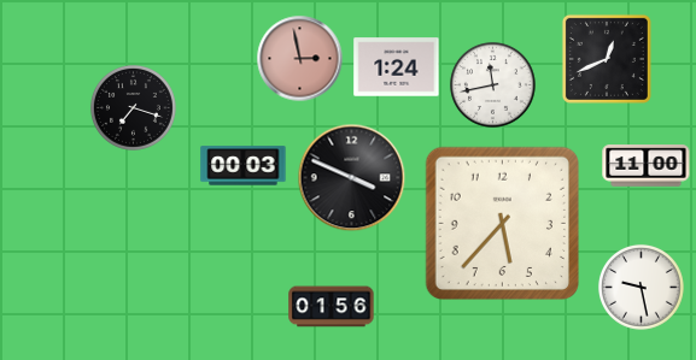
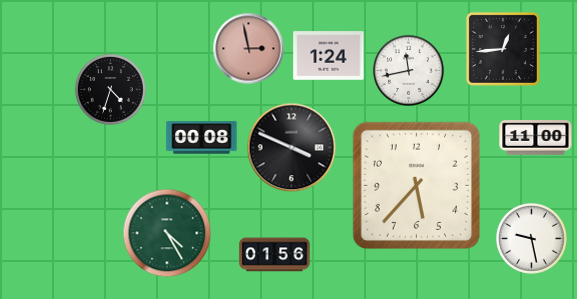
clock at (607, 59): 12:41 -> 12:44
clock at (133, 107): 7:18 -> 4:33
clock at (244, 166): 00:03 -> 00:08
clock at (167, 233): none -> 4:25
